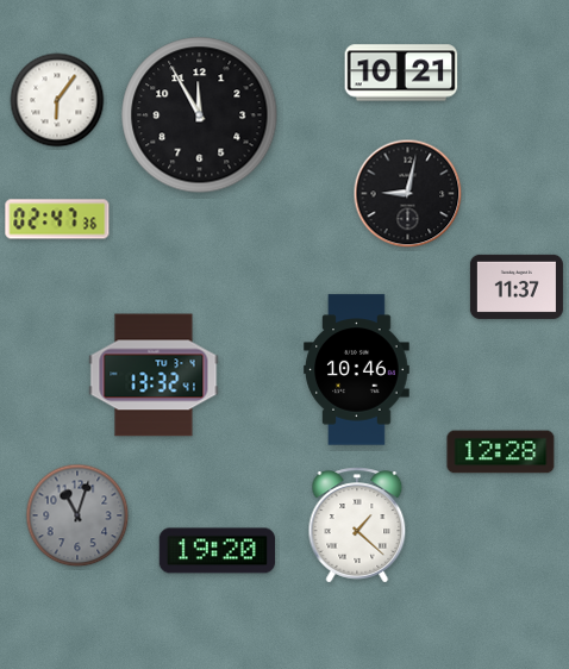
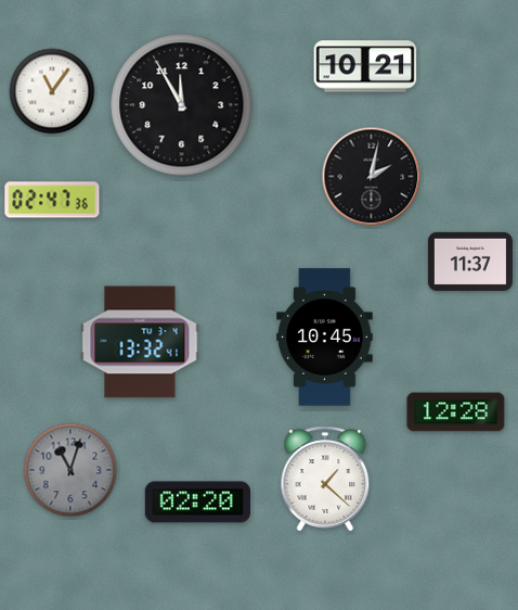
clock at (57, 100): 6:06 -> 11:06
clock at (408, 194): 9:02 -> 2:02
clock at (357, 370): 10:46 -> 10:45
clock at (217, 551): 19:20 -> 02:20
